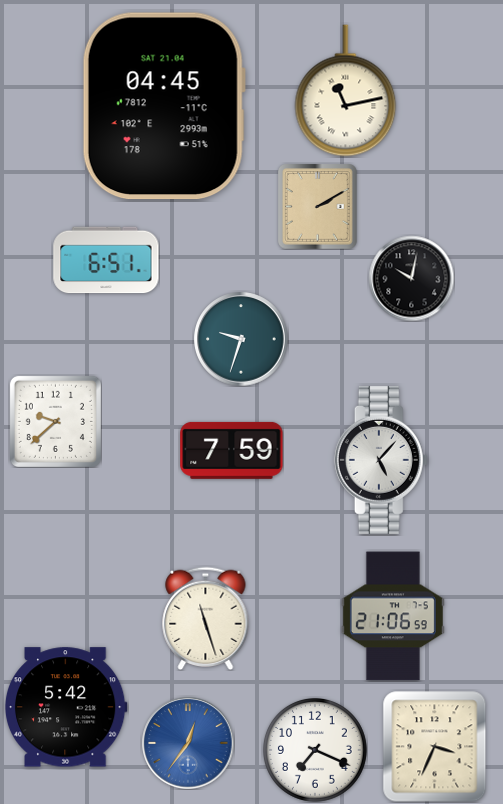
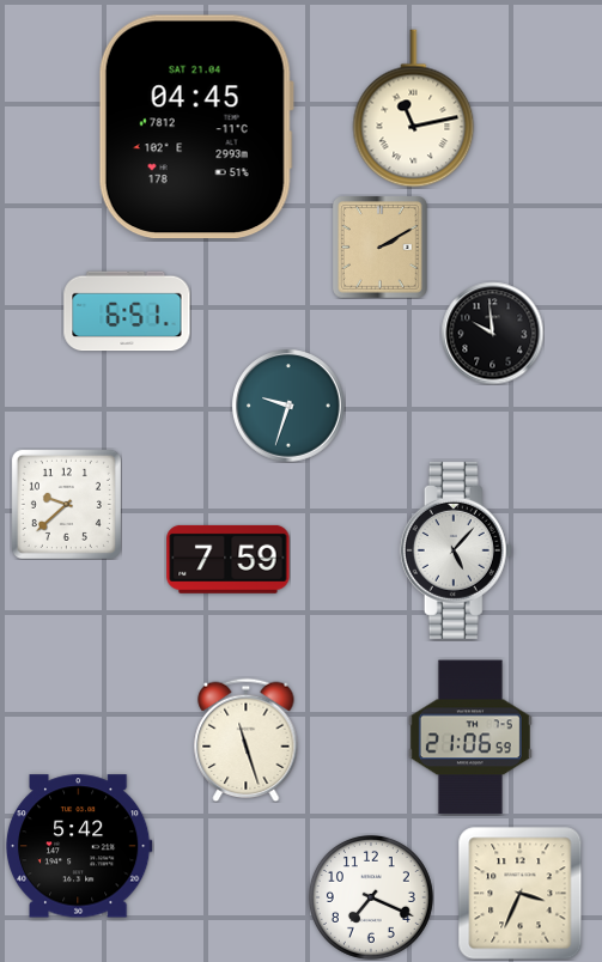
clock at (411, 278): 10:02 -> 9:59
clock at (232, 450) position: (232, 450) -> (229, 559)
clock at (188, 743): 12:36 -> none
clock at (315, 750) position: (315, 750) -> (371, 897)
